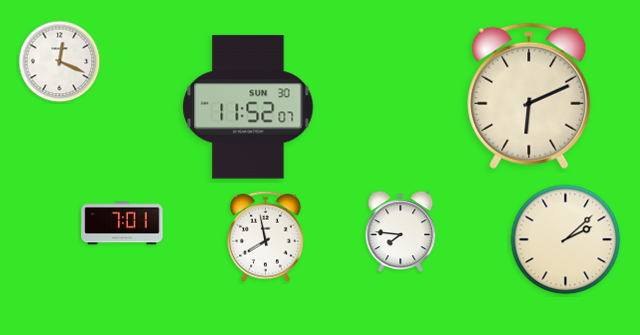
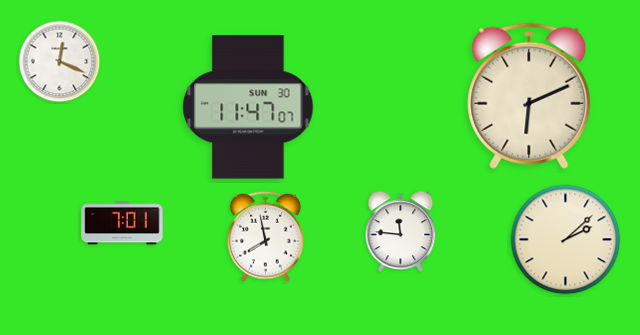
clock at (248, 107): 11:52 -> 11:47
clock at (401, 232): 7:46 -> 11:46
